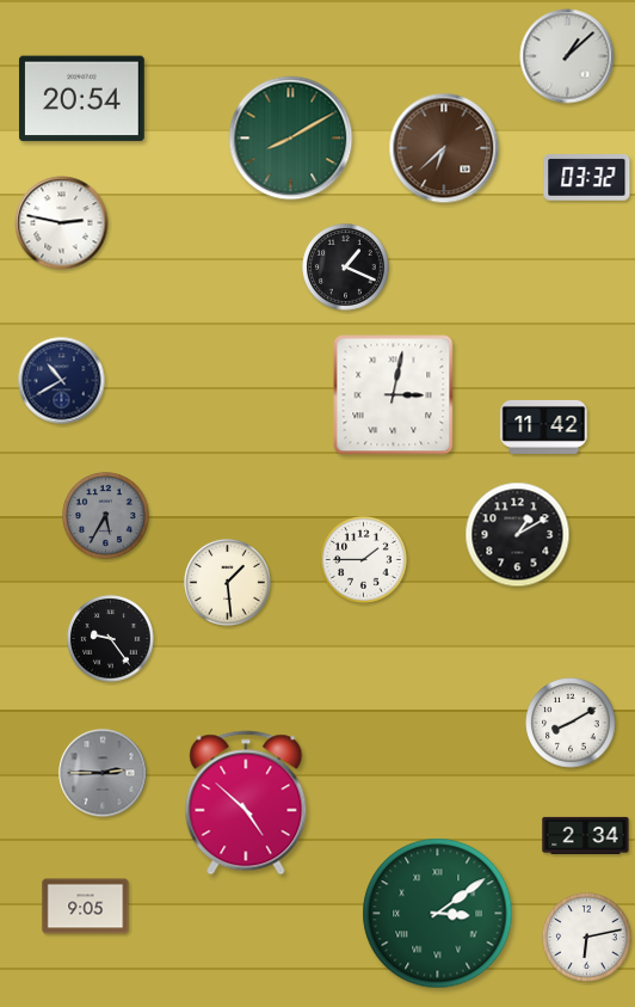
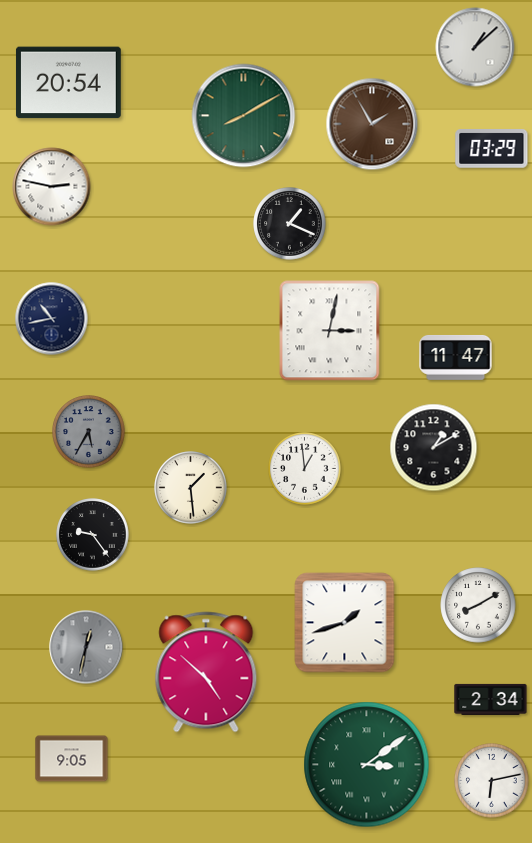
clock at (444, 148): 6:38 -> 1:55
clock at (587, 178): 03:32 -> 03:29
clock at (62, 381): 10:40 -> 10:43
clock at (544, 426): 11:42 -> 11:47
clock at (364, 560): 1:45 -> 12:59
clock at (345, 623): none -> 1:42
clock at (103, 773): 2:45 -> 12:32
clock at (587, 938) position: (587, 938) -> (492, 781)
